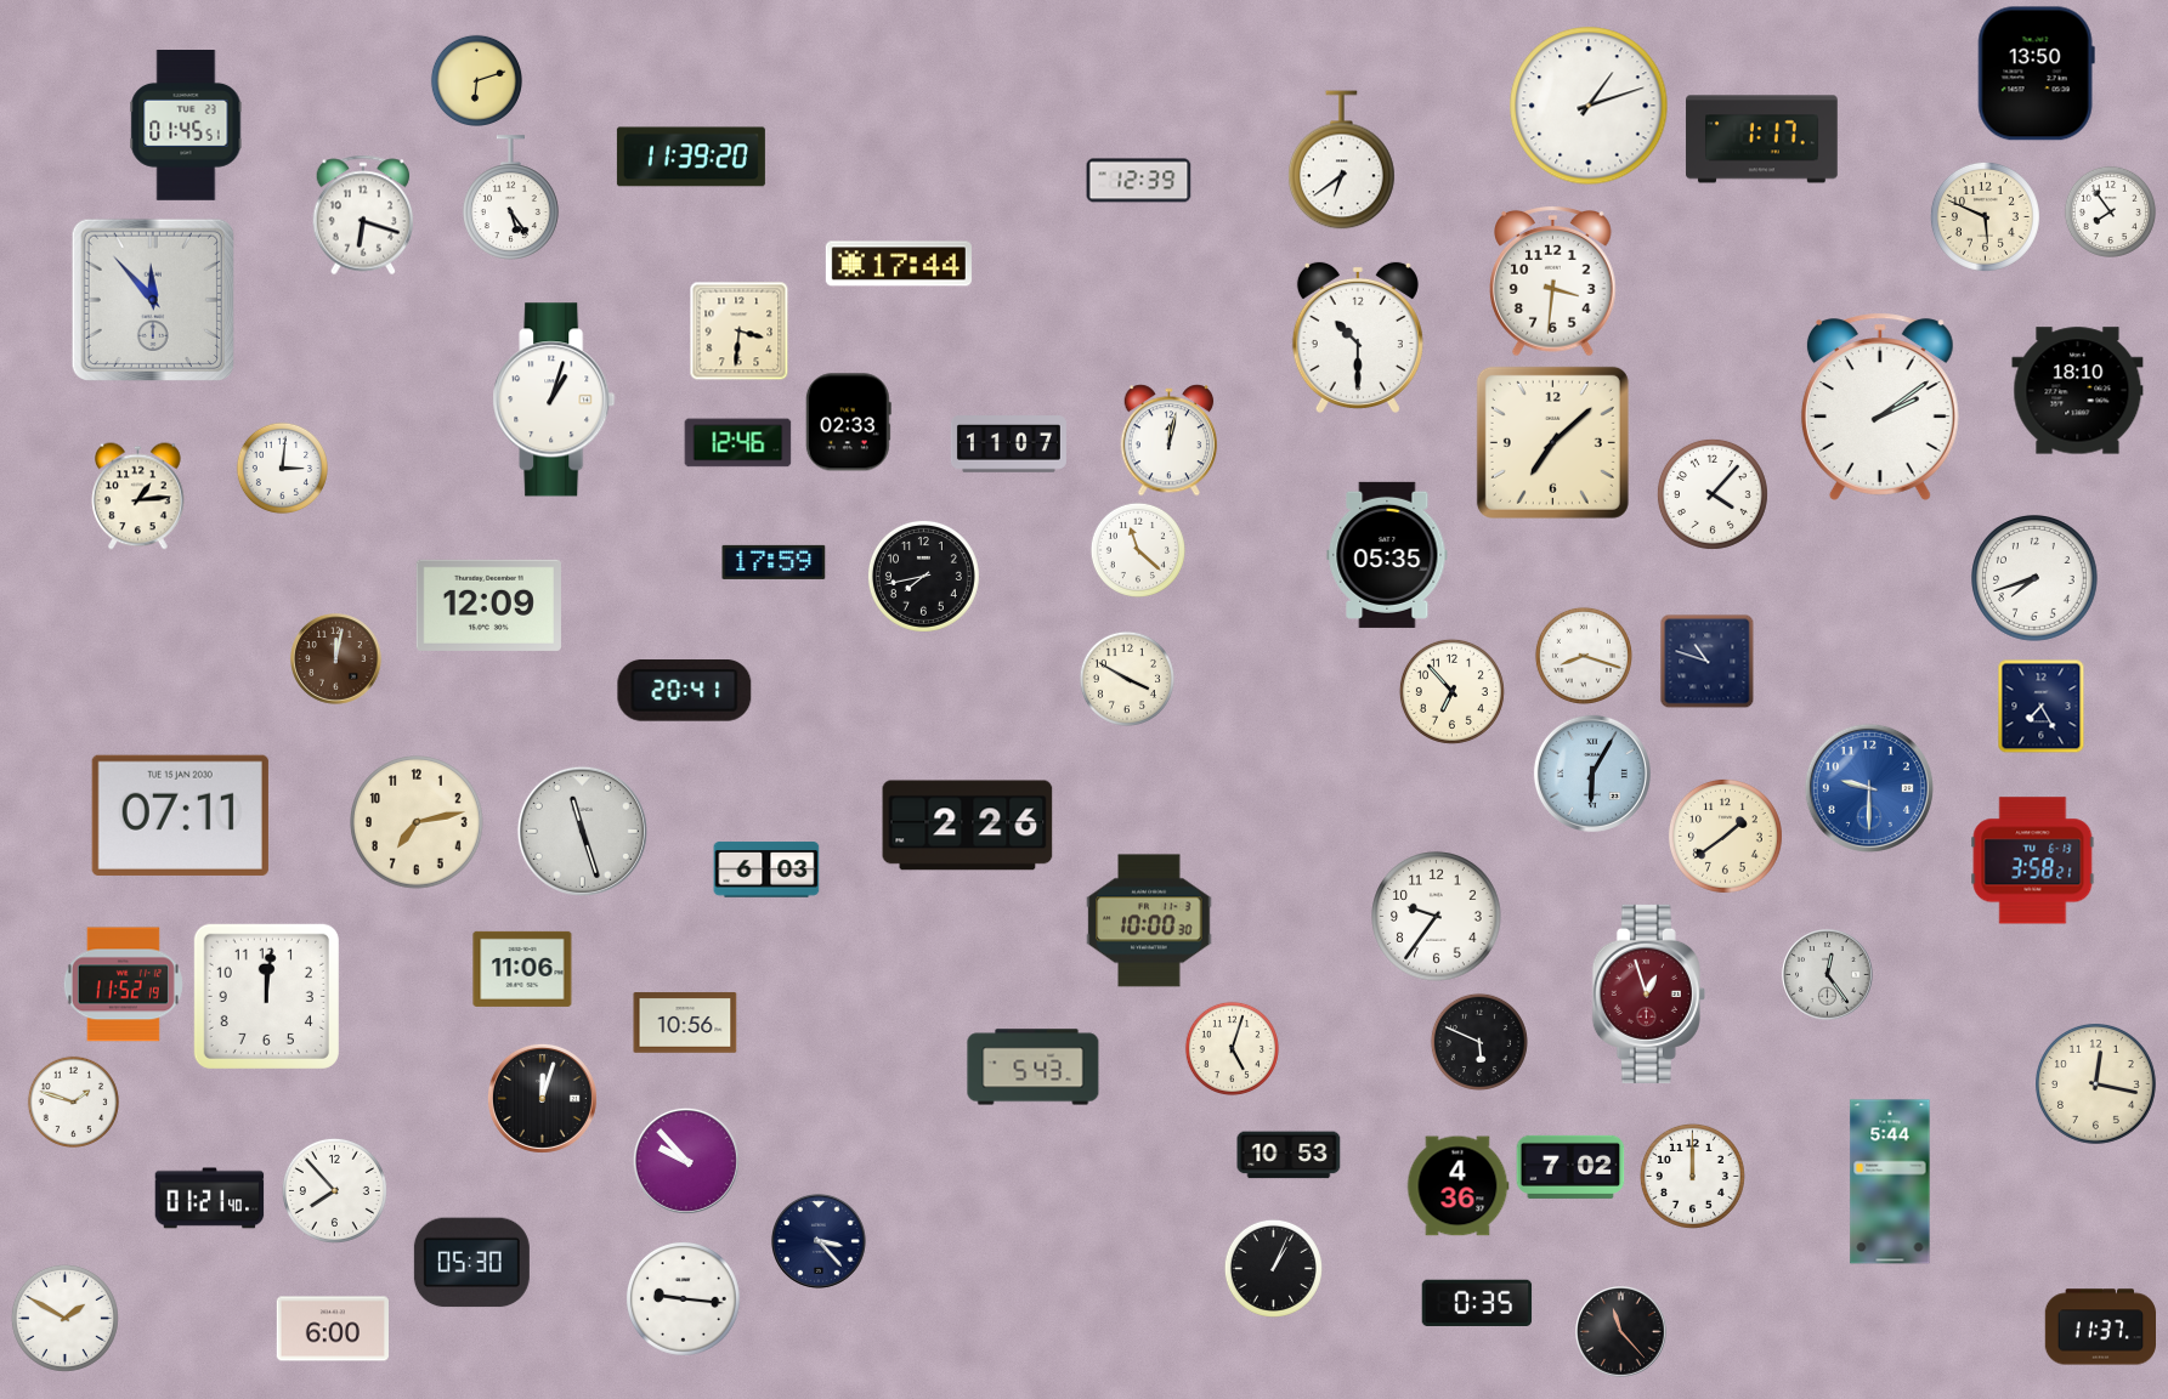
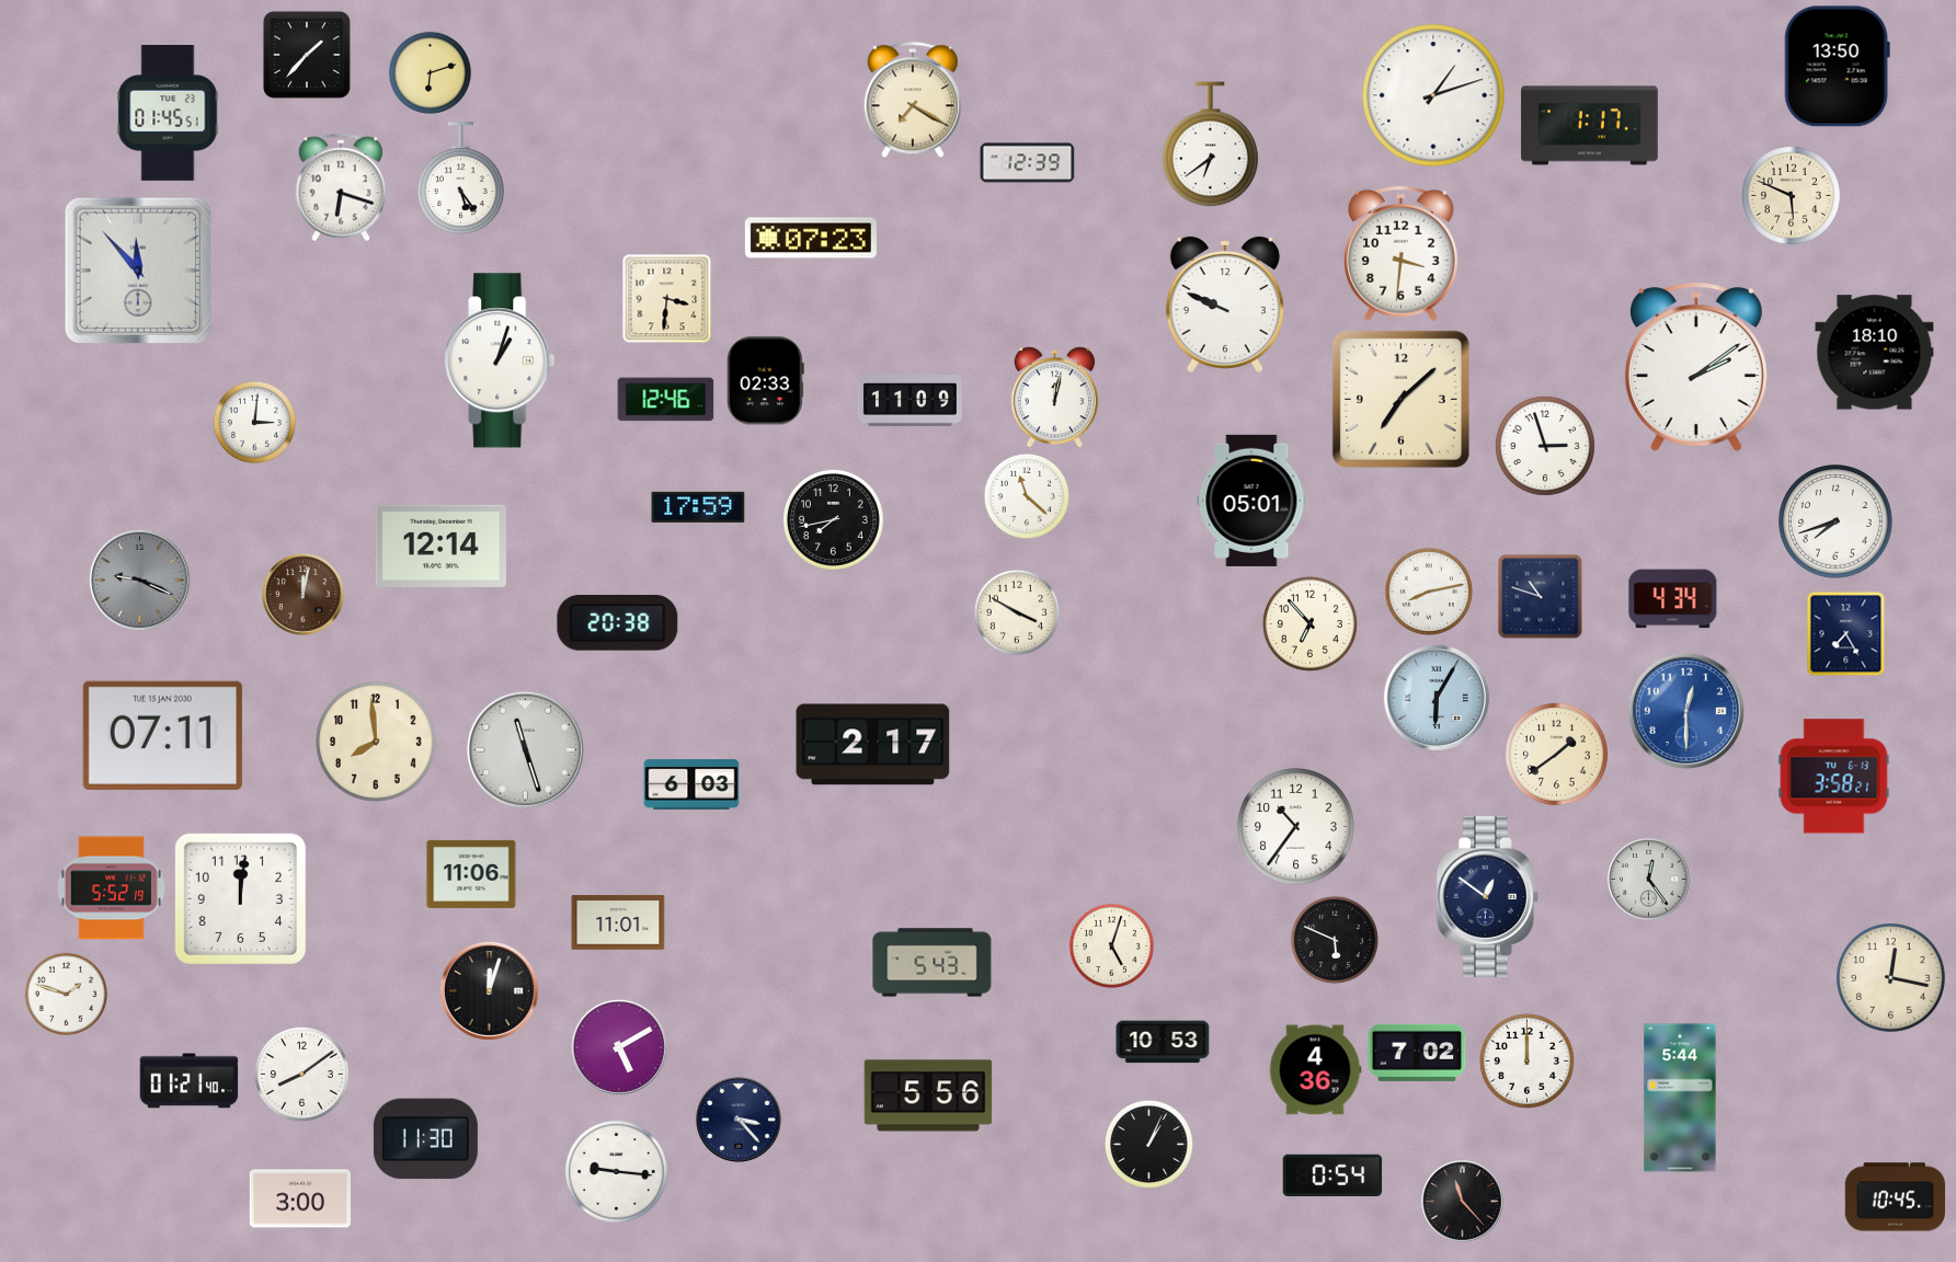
clock at (307, 55): none -> 1:37
clock at (913, 101): none -> 7:20
clock at (691, 157): 11:39 -> none
clock at (2110, 211): 7:54 -> none
clock at (363, 215) position: (363, 215) -> (341, 187)
clock at (899, 264): 17:44 -> 07:23
clock at (1358, 338): 10:30 -> 9:49
clock at (1008, 444): 11:07 -> 11:09
clock at (1713, 494): 4:07 -> 2:57
clock at (138, 497): 1:14 -> none
clock at (1387, 555): 05:35 -> 05:01
clock at (488, 605): 12:09 -> 12:14
clock at (139, 580): none -> 9:19
clock at (1584, 656): 8:18 -> 8:13
clock at (1673, 599): none -> 4:34
clock at (685, 691): 20:41 -> 20:38
clock at (2042, 707) position: (2042, 707) -> (1846, 634)
clock at (1869, 788): 9:30 -> 12:30
clock at (417, 822): 7:13 -> 7:59
clock at (968, 826): 2:26 -> 2:17
clock at (1437, 917): 9:36 -> 10:36
clock at (1149, 921): 10:00 -> none
clock at (123, 985): 11:52 -> 5:52
clock at (1648, 993): 12:57 -> 12:51
clock at (1648, 993) dial: burgundy -> navy
clock at (685, 1023): 10:56 -> 11:01
clock at (686, 1161): 9:53 -> 5:10
clock at (1890, 1182) position: (1890, 1182) -> (1680, 1098)
clock at (334, 1190): 7:53 -> 8:09
clock at (928, 1095): none -> 5:56
clock at (471, 1263): 05:30 -> 11:30
clock at (1477, 1302): 0:35 -> 0:54
clock at (64, 1318): 1:50 -> none
clock at (2101, 1327): 11:37 -> 10:45
clock at (333, 1329): 6:00 -> 3:00
